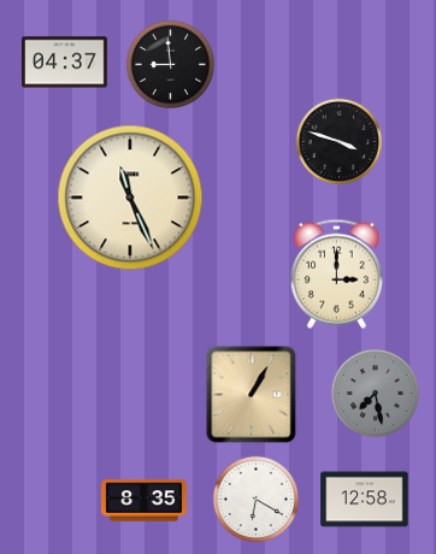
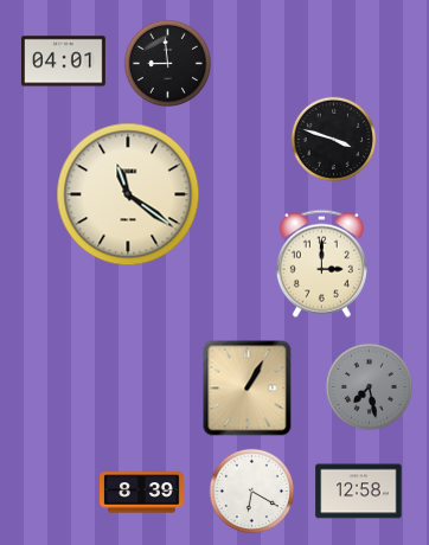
clock at (65, 63): 04:37 -> 04:01
clock at (130, 198): 11:26 -> 11:21
clock at (336, 273) position: (336, 273) -> (321, 263)
clock at (145, 501): 8:35 -> 8:39
